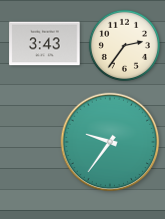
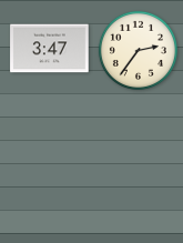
clock at (45, 44): 3:43 -> 3:47
clock at (110, 142): 9:36 -> none
